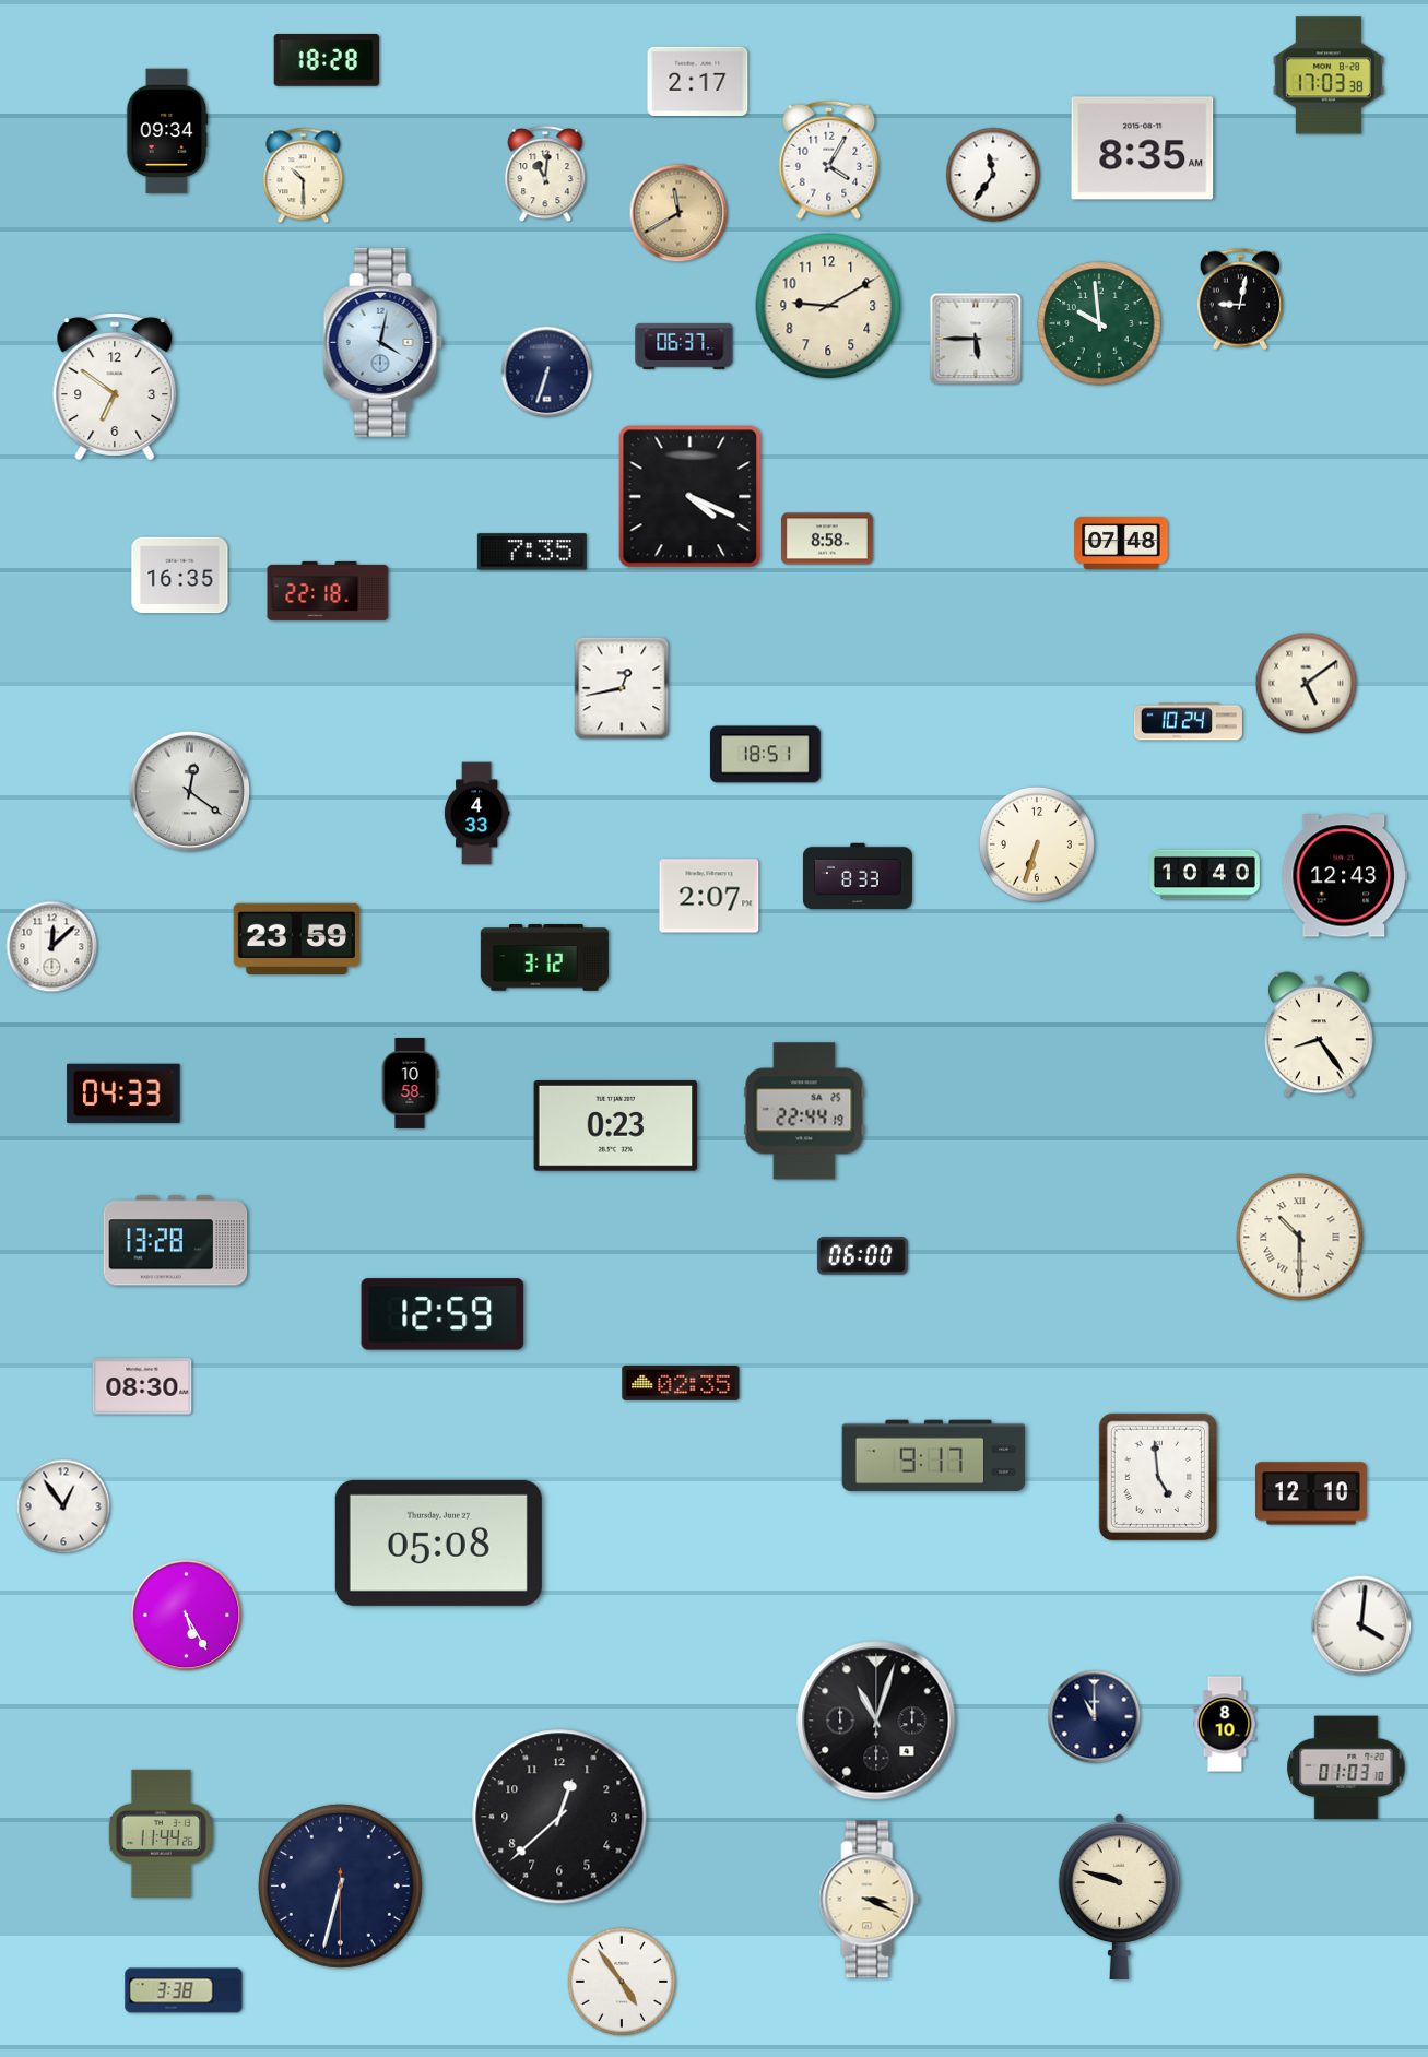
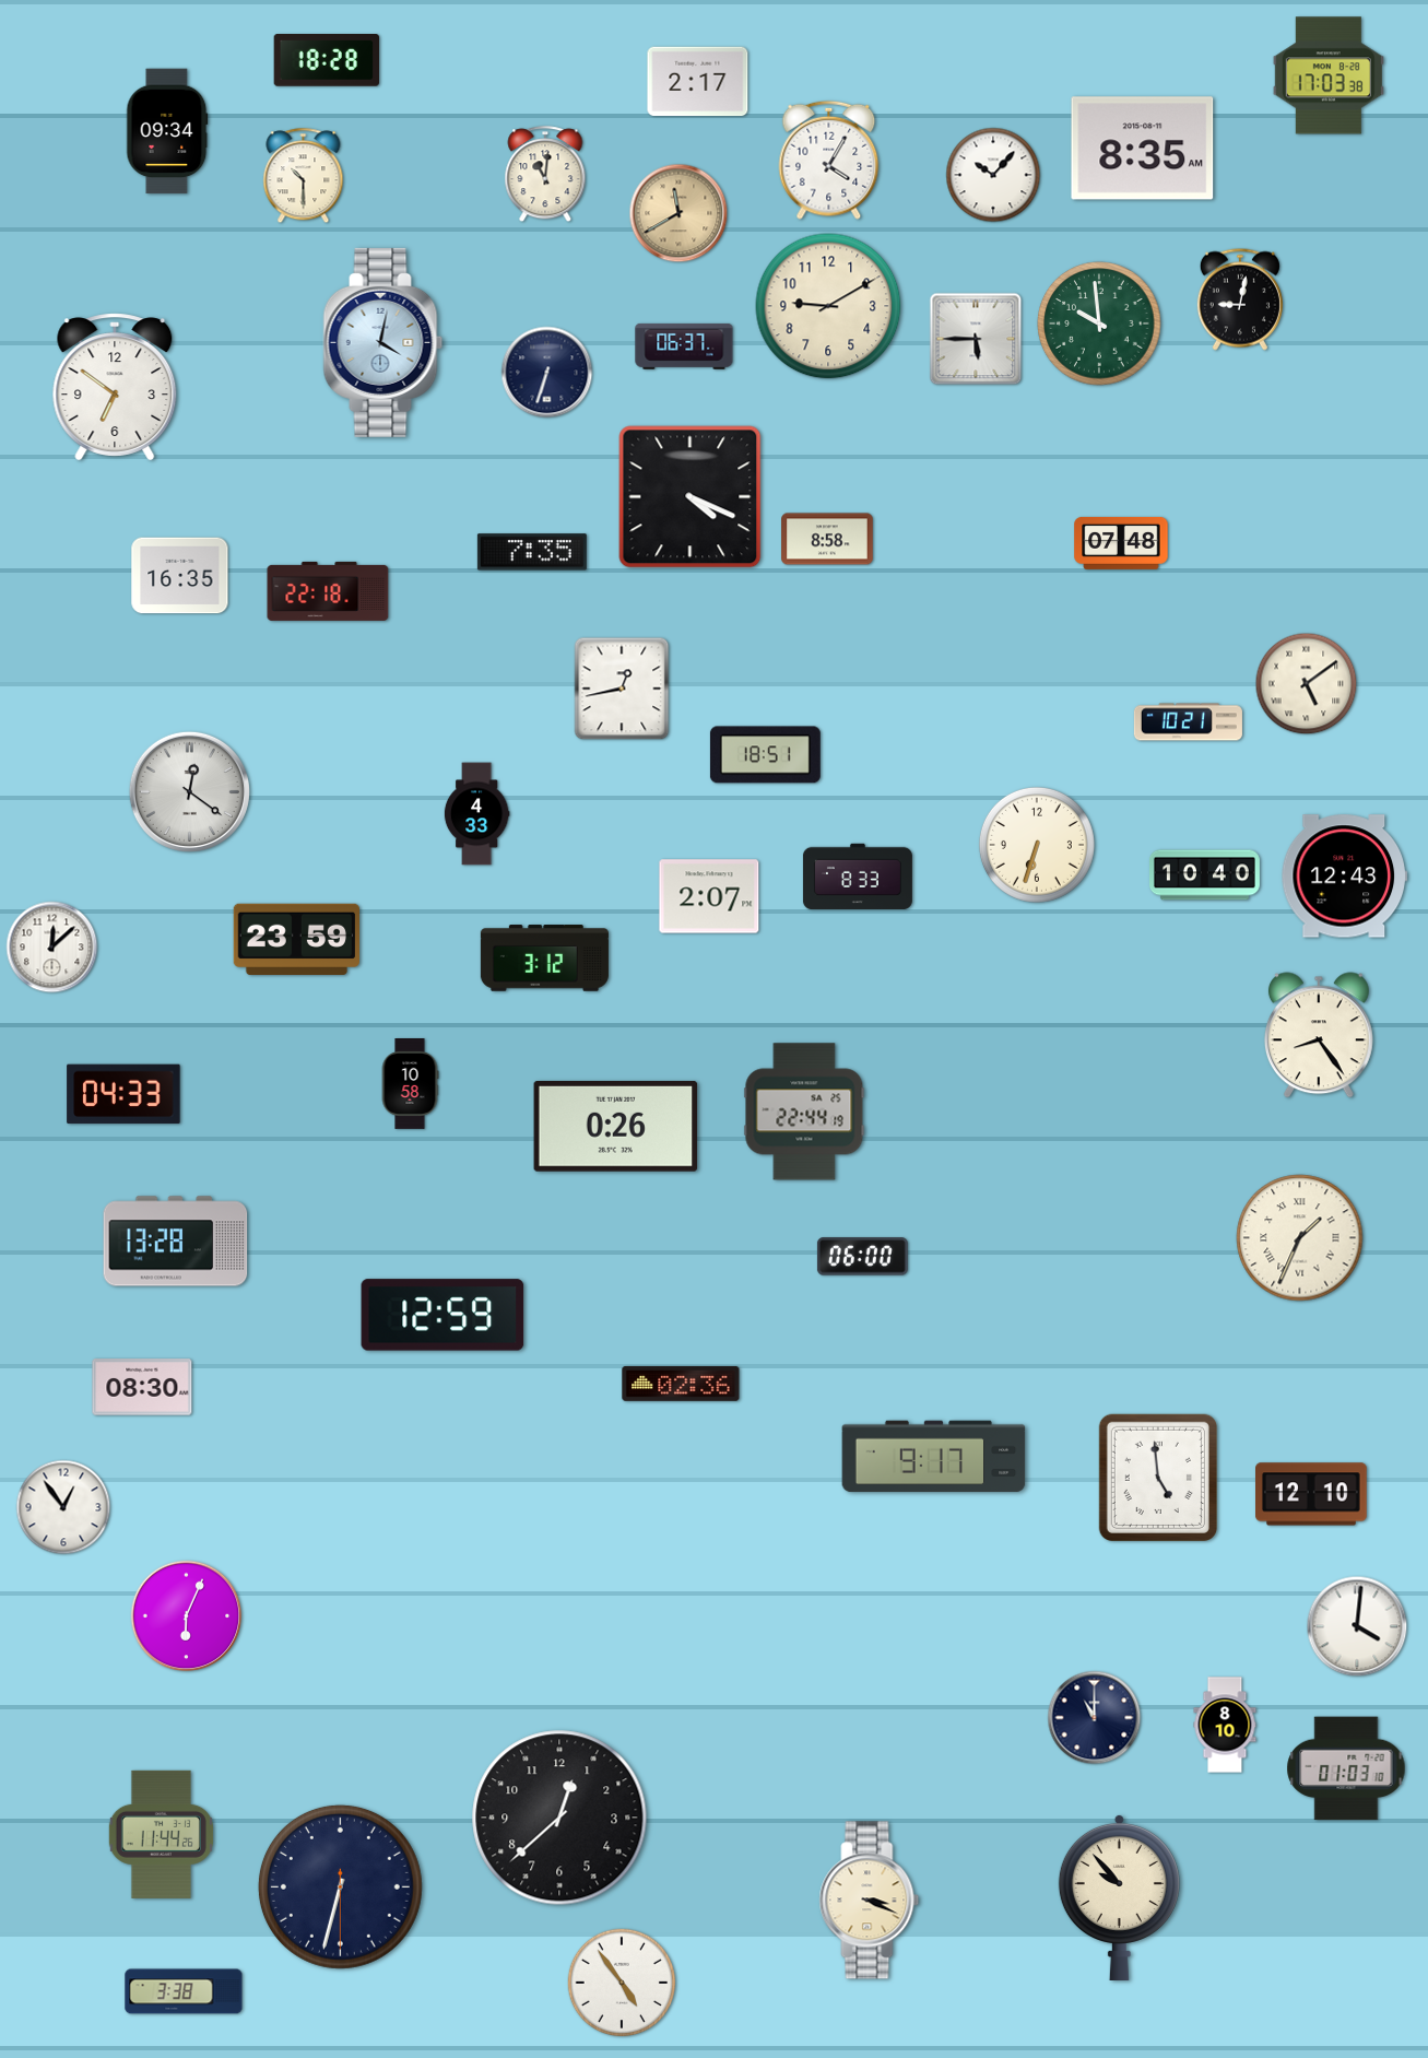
clock at (993, 175): 11:36 -> 10:07
clock at (1188, 722): 10:24 -> 10:21
clock at (616, 1125): 0:23 -> 0:26
clock at (1300, 1238): 10:30 -> 1:34
clock at (681, 1383): 02:35 -> 02:36
clock at (438, 1542): 05:08 -> none
clock at (187, 1616): 5:25 -> 6:04
clock at (1361, 1625) position: (1361, 1625) -> (1357, 1626)
clock at (876, 1721): 11:03 -> none
clock at (1119, 1895): 9:48 -> 9:53
